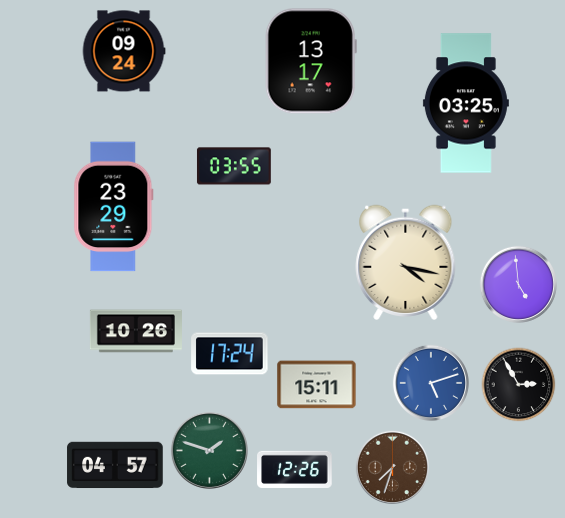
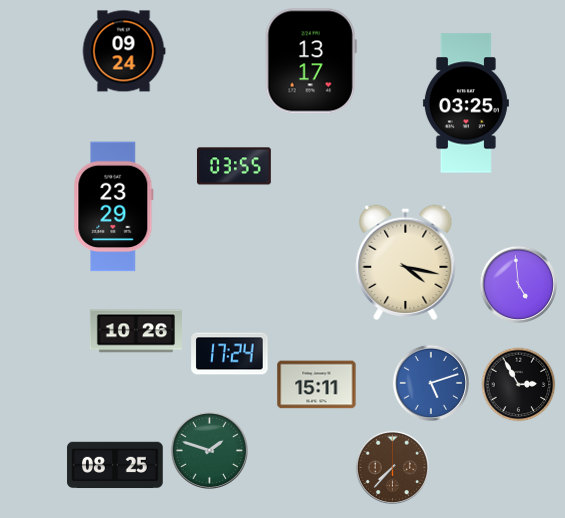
clock at (115, 465): 04:57 -> 08:25
clock at (392, 467): 7:33 -> 7:37
clock at (295, 469): 12:26 -> none
